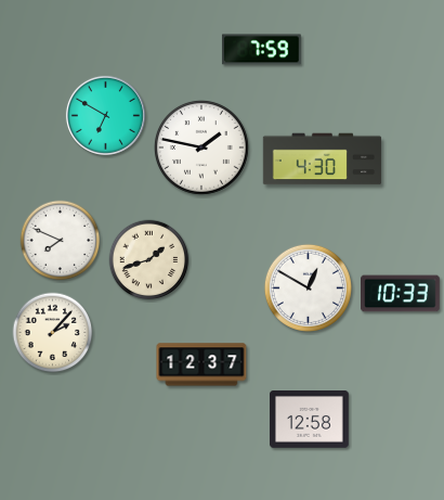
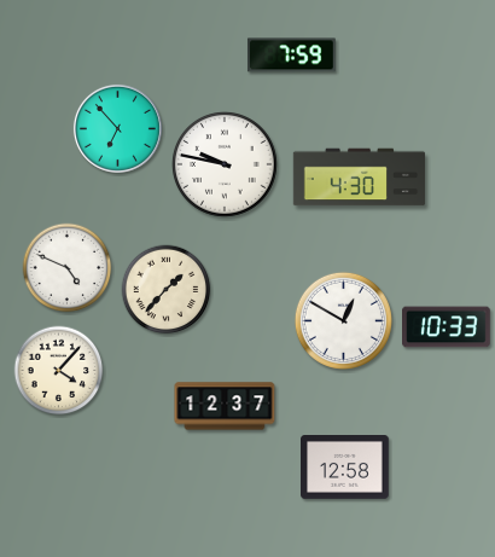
clock at (105, 115): 6:50 -> 6:53
clock at (203, 149): 1:47 -> 9:47
clock at (61, 241): 7:49 -> 4:49
clock at (149, 260): 1:42 -> 1:37
clock at (53, 333): 2:07 -> 4:07
